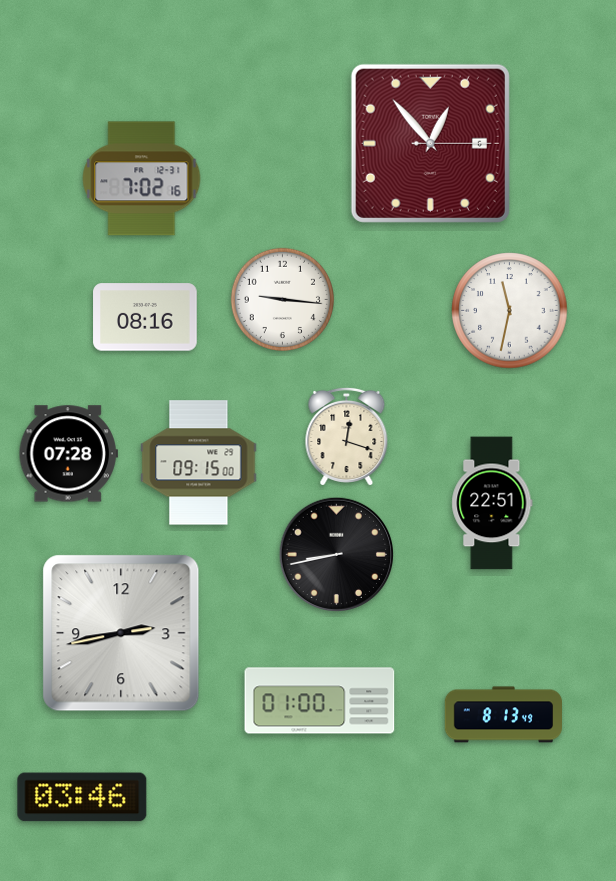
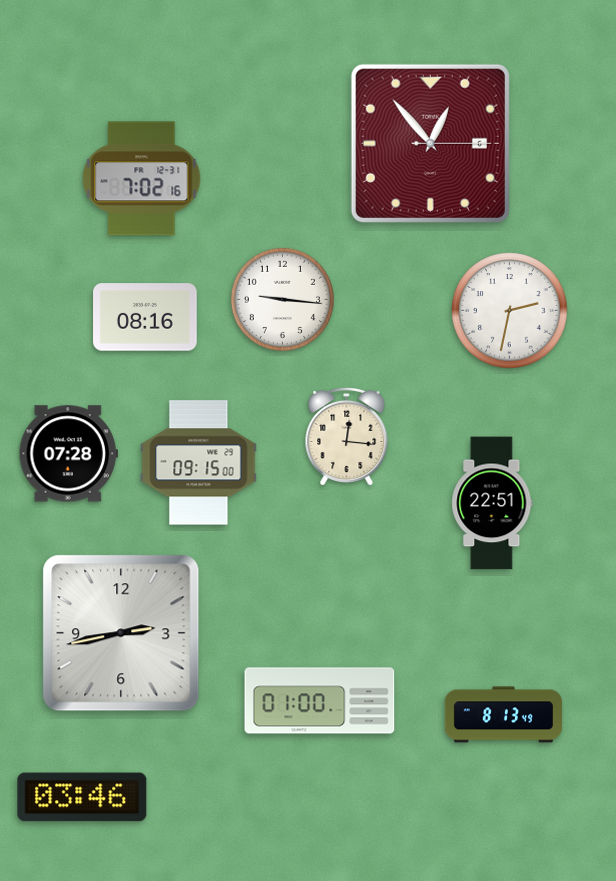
clock at (510, 311): 11:32 -> 2:32
clock at (347, 436): 12:18 -> 12:16
clock at (336, 554): 8:43 -> none
